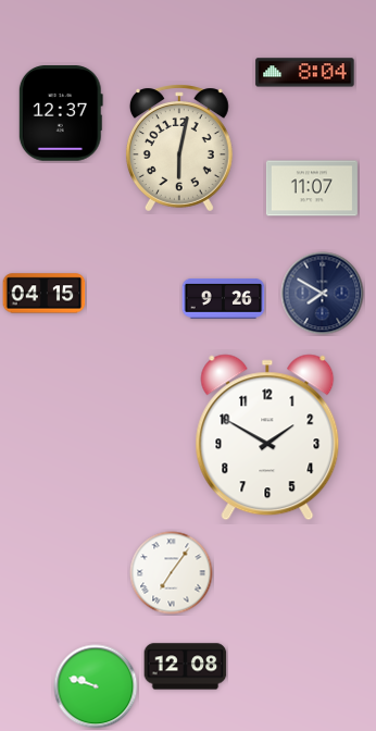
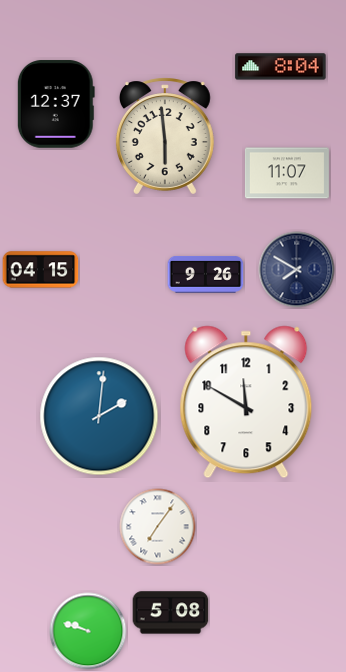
clock at (179, 148): 6:02 -> 5:59
clock at (267, 437): 1:50 -> 11:50
clock at (99, 416): none -> 2:01
clock at (186, 667): 12:08 -> 5:08
